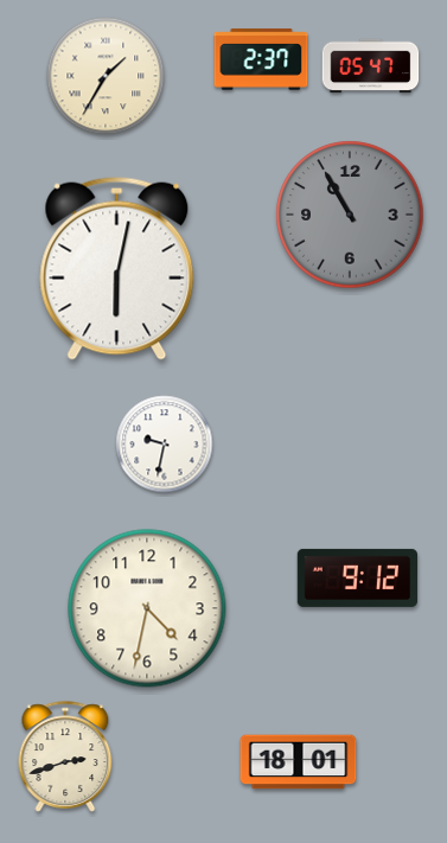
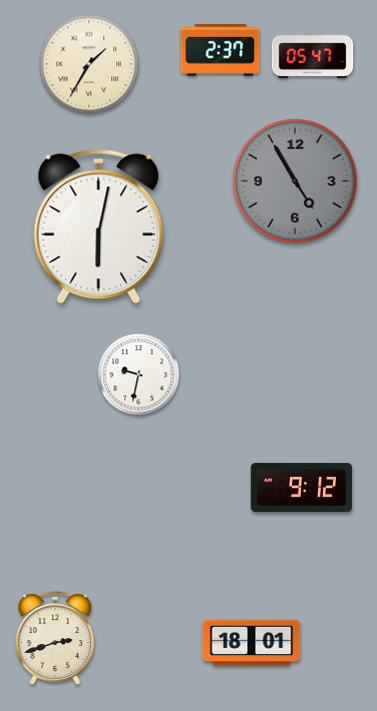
clock at (350, 215): 10:55 -> 4:55
clock at (147, 608): 4:32 -> none
